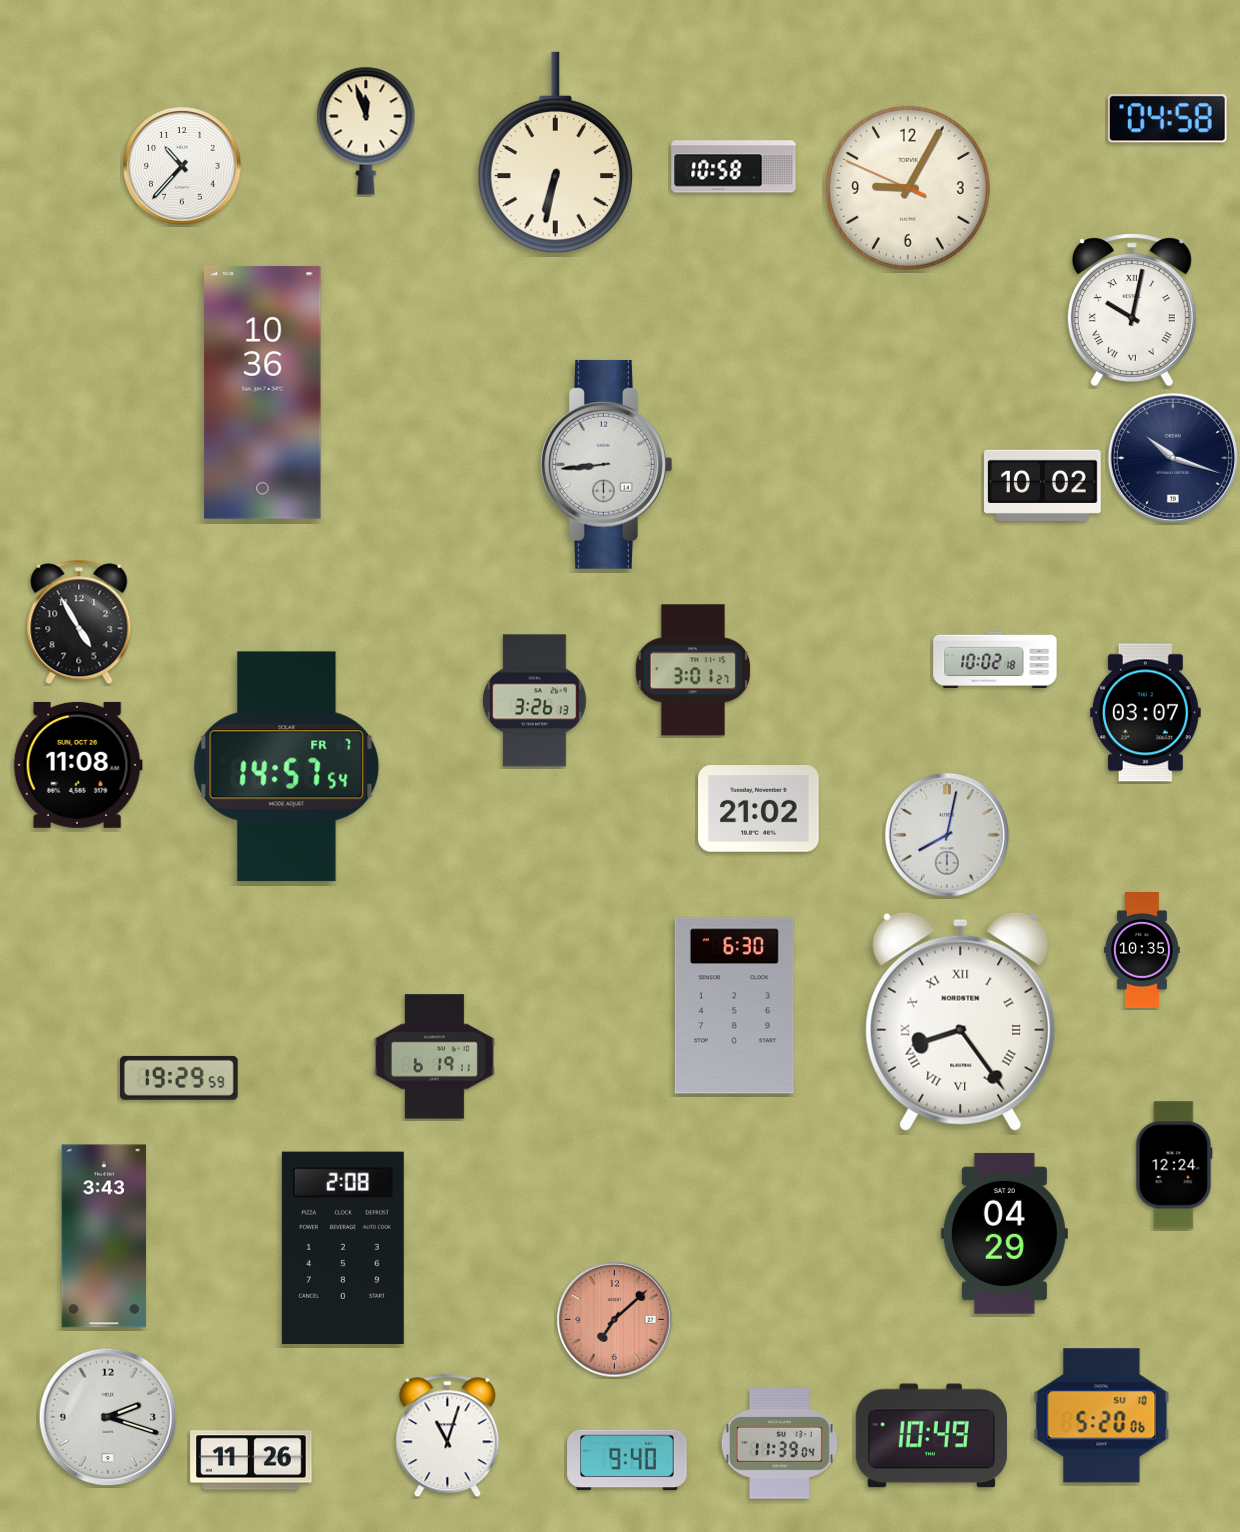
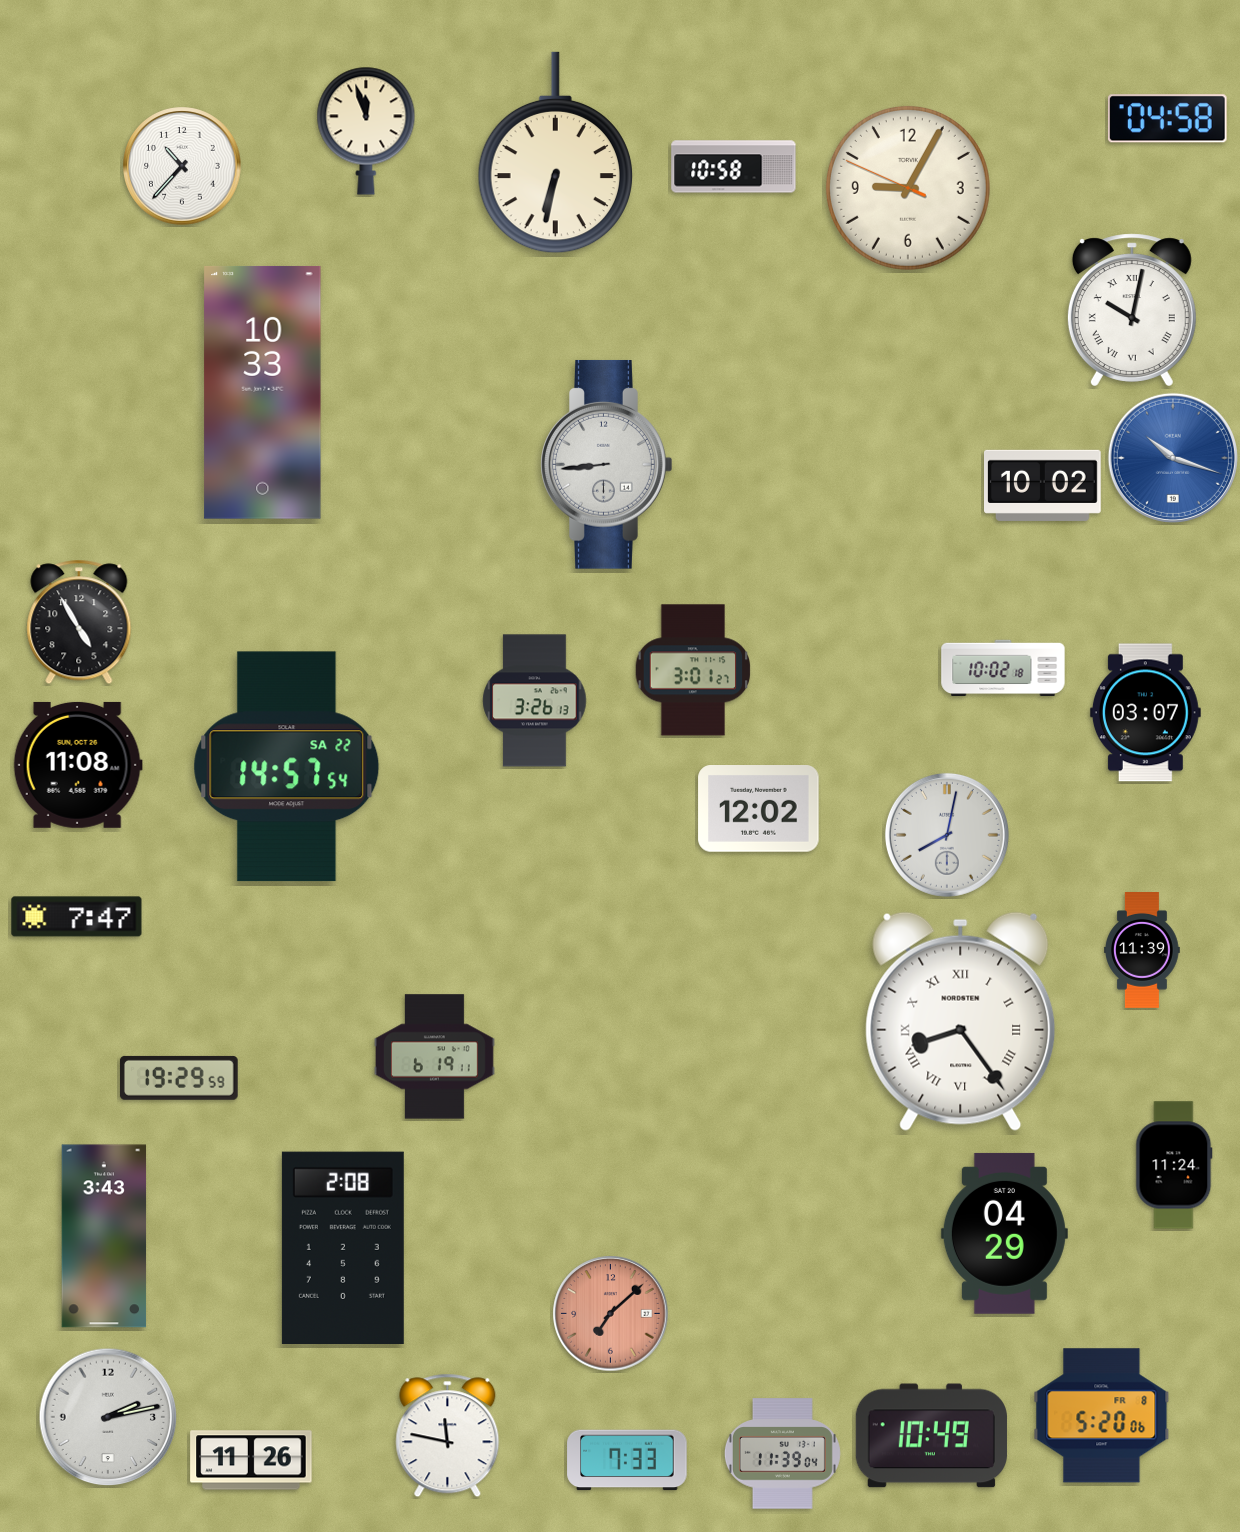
clock at (263, 392): 10:36 -> 10:33
clock at (1173, 458) dial: navy -> blue
clock at (995, 660) position: (995, 660) -> (1003, 668)
clock at (287, 767) date: FR 7 -> SA 22
clock at (759, 809): 21:02 -> 12:02
clock at (77, 917): none -> 7:47
clock at (1143, 951): 10:35 -> 11:39
clock at (734, 1006): 6:30 -> none
clock at (1174, 1165): 12:24 -> 11:24
clock at (615, 1320) position: (615, 1320) -> (611, 1314)
clock at (1102, 1416) date: SU 10 -> FR 8
clock at (108, 1417): 2:18 -> 2:13
clock at (448, 1436): 11:03 -> 11:47
clock at (779, 1444) position: (779, 1444) -> (782, 1454)
clock at (627, 1460): 9:40 -> 7:33
